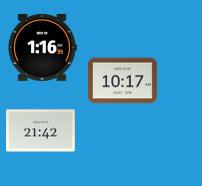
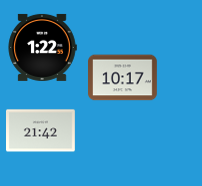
clock at (42, 47): 1:16 -> 1:22
clock at (123, 81) position: (123, 81) -> (123, 78)
